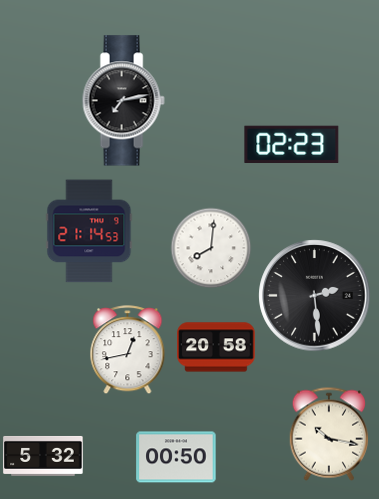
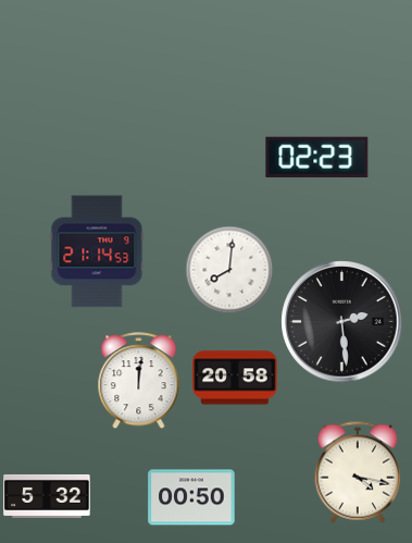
clock at (123, 101): 7:13 -> none
clock at (128, 350): 12:43 -> 12:01
clock at (329, 434): 10:17 -> 4:17
